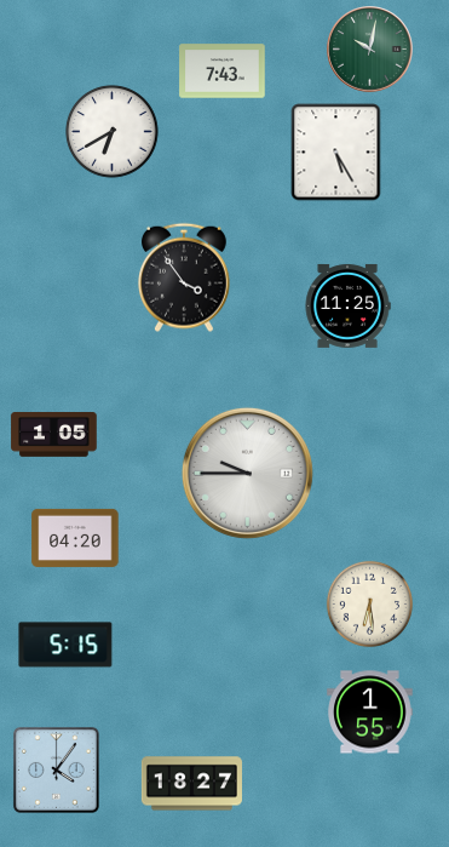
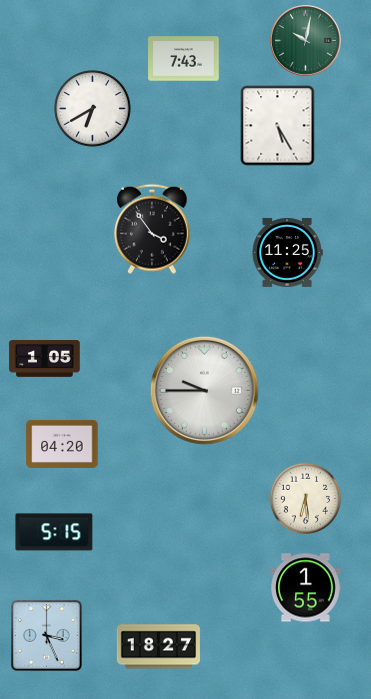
clock at (56, 769): 4:06 -> 3:26
